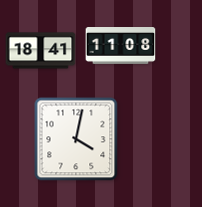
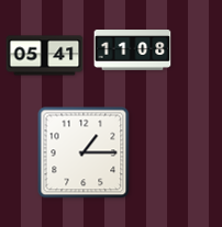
clock at (41, 51): 18:41 -> 05:41
clock at (76, 139): 4:02 -> 1:15
